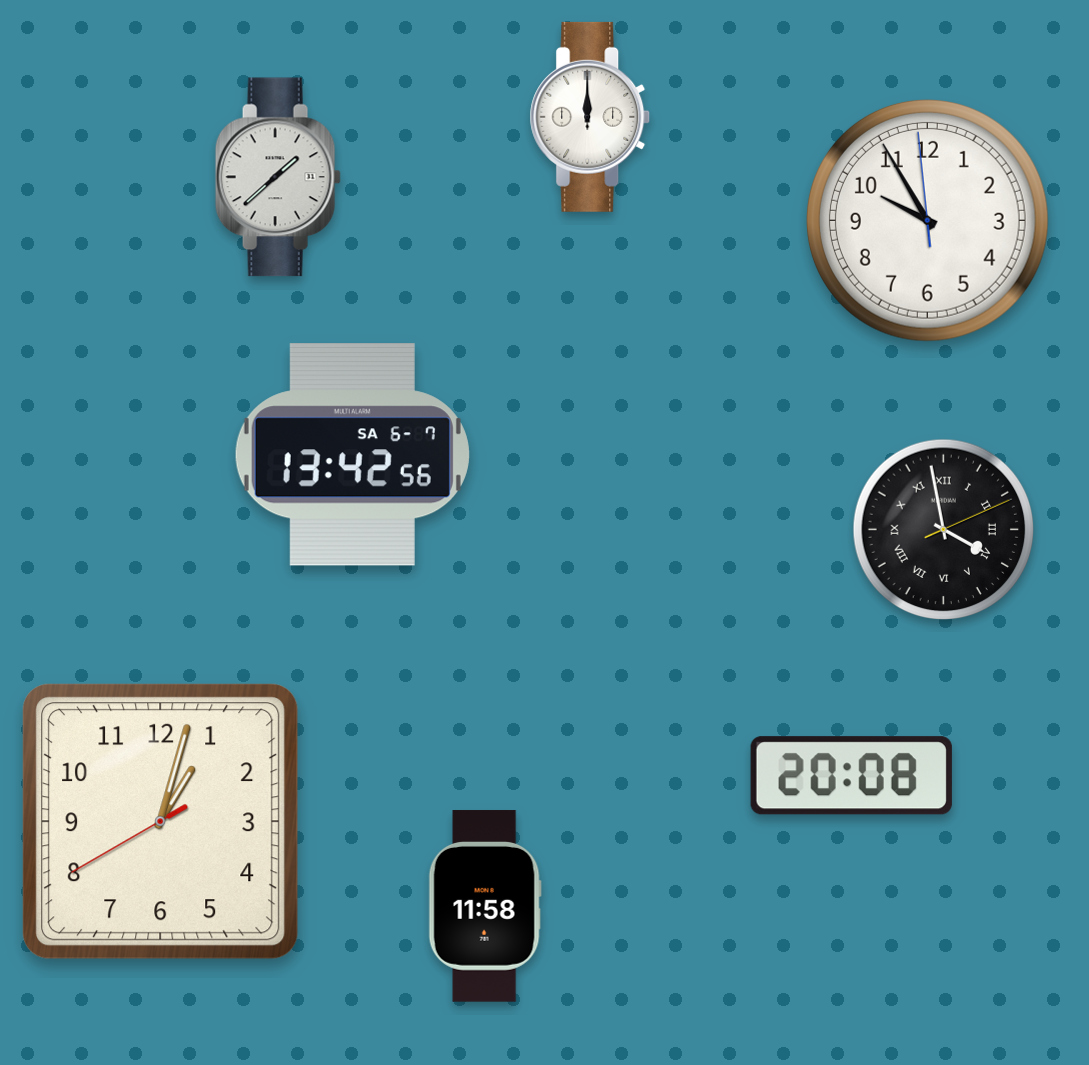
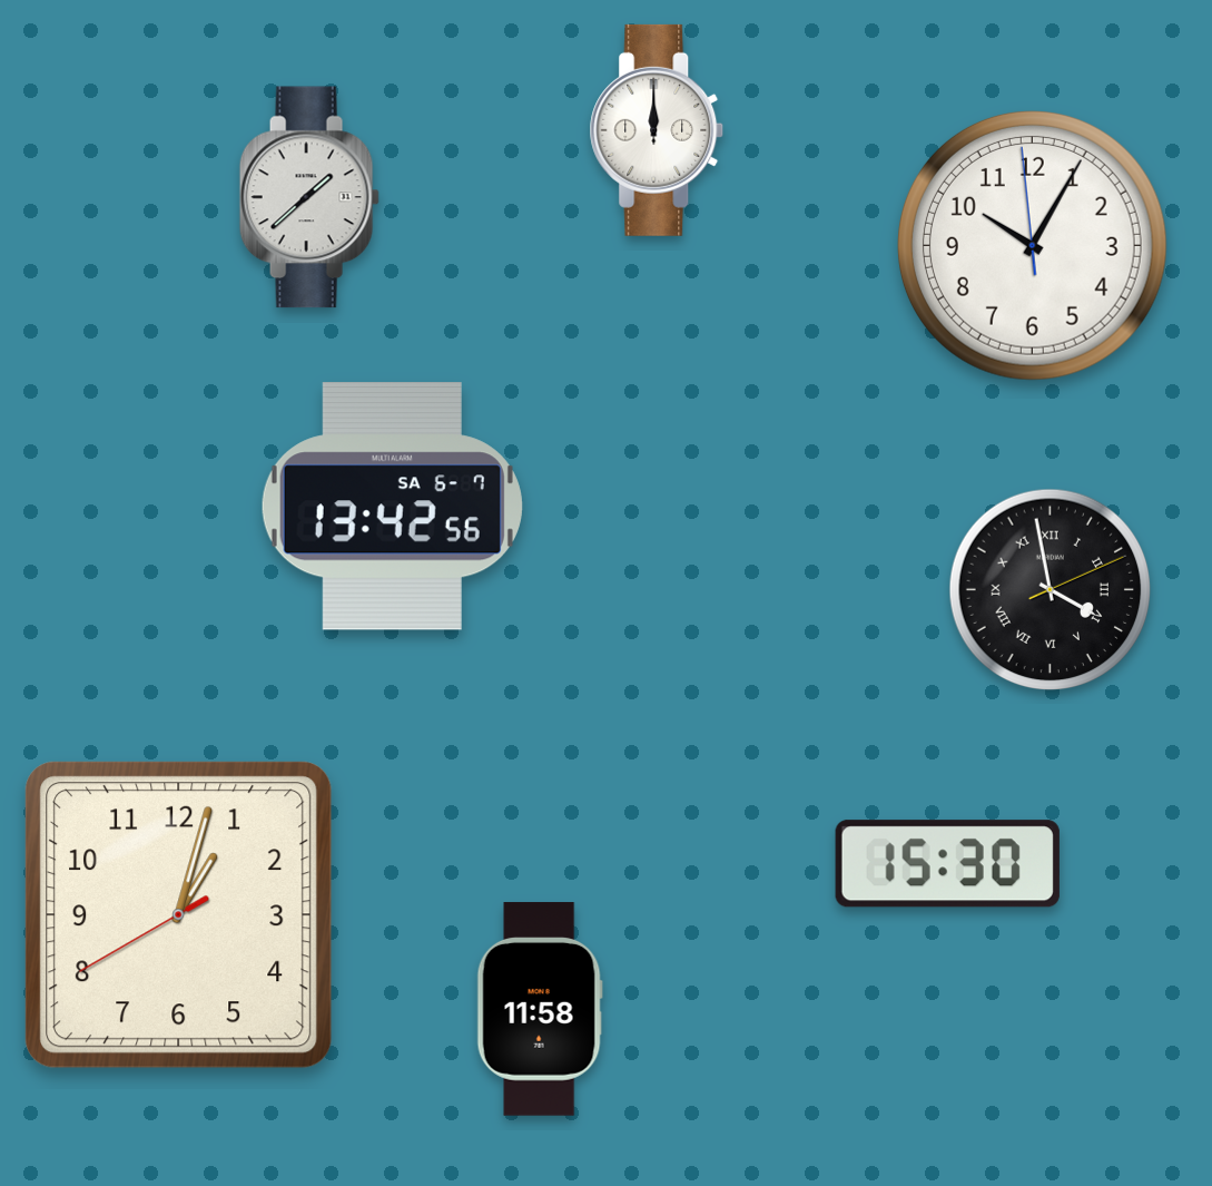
clock at (927, 220): 9:54 -> 10:04
clock at (851, 776): 20:08 -> 15:30
